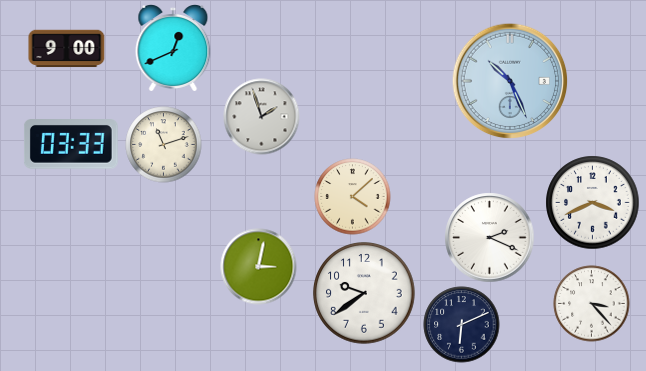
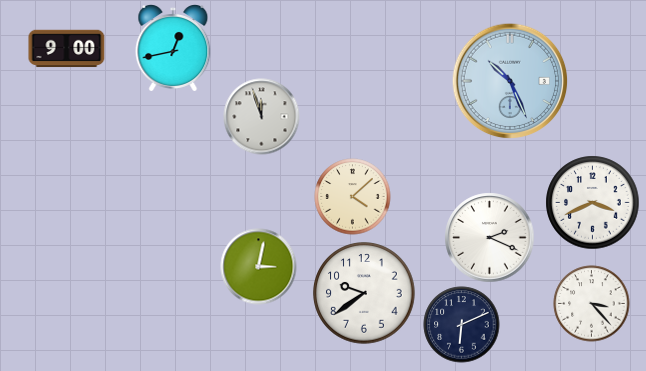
clock at (173, 49): 12:41 -> 12:43
clock at (262, 117): 1:57 -> 11:57
clock at (71, 145): 03:33 -> none
clock at (164, 145): 11:12 -> none
